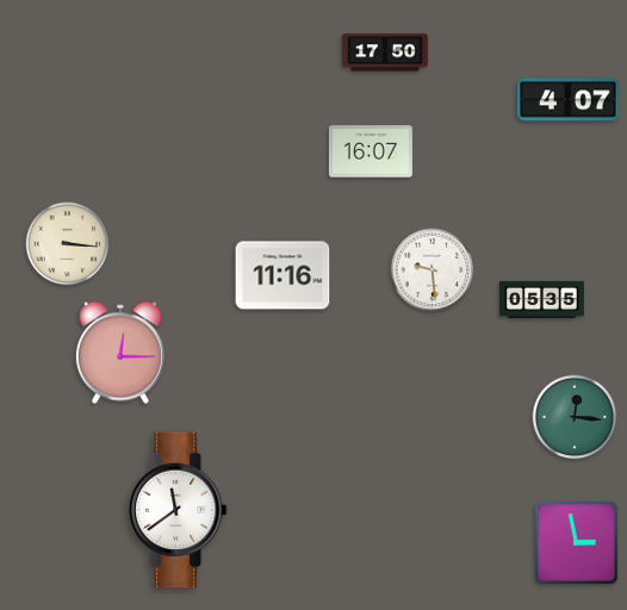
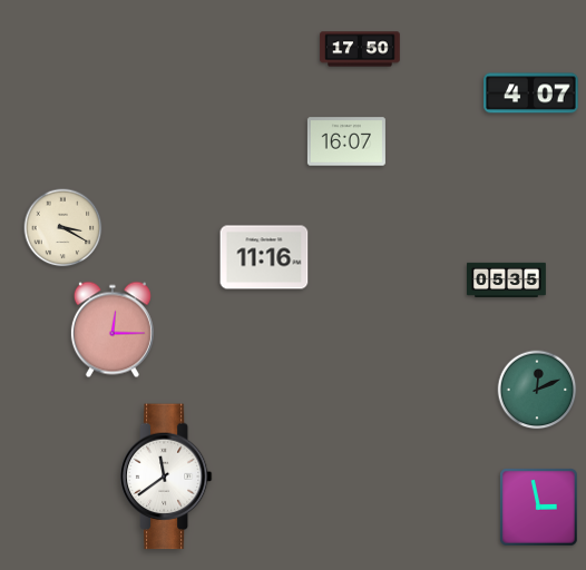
clock at (68, 244): 3:16 -> 3:20
clock at (433, 270): 9:29 -> none
clock at (575, 417): 12:16 -> 12:11
